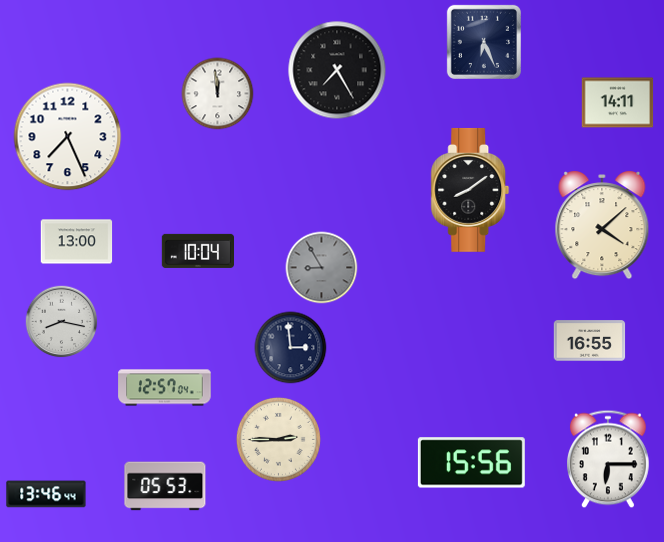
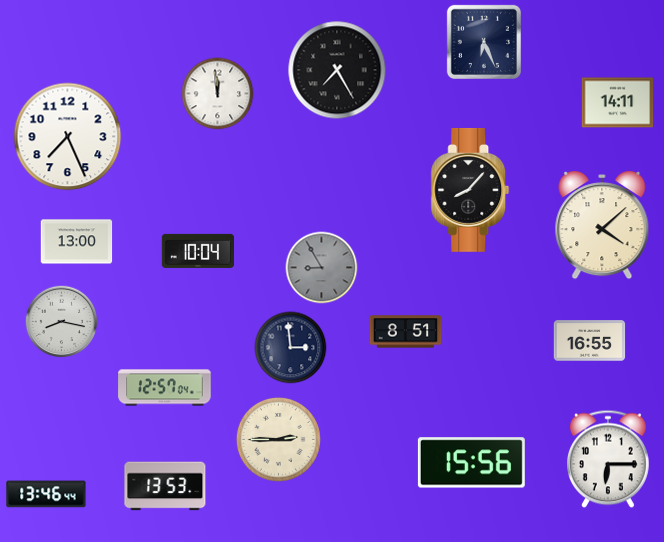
clock at (470, 190): 8:09 -> 8:07
clock at (406, 332): none -> 8:51
clock at (165, 486): 05:53 -> 13:53
